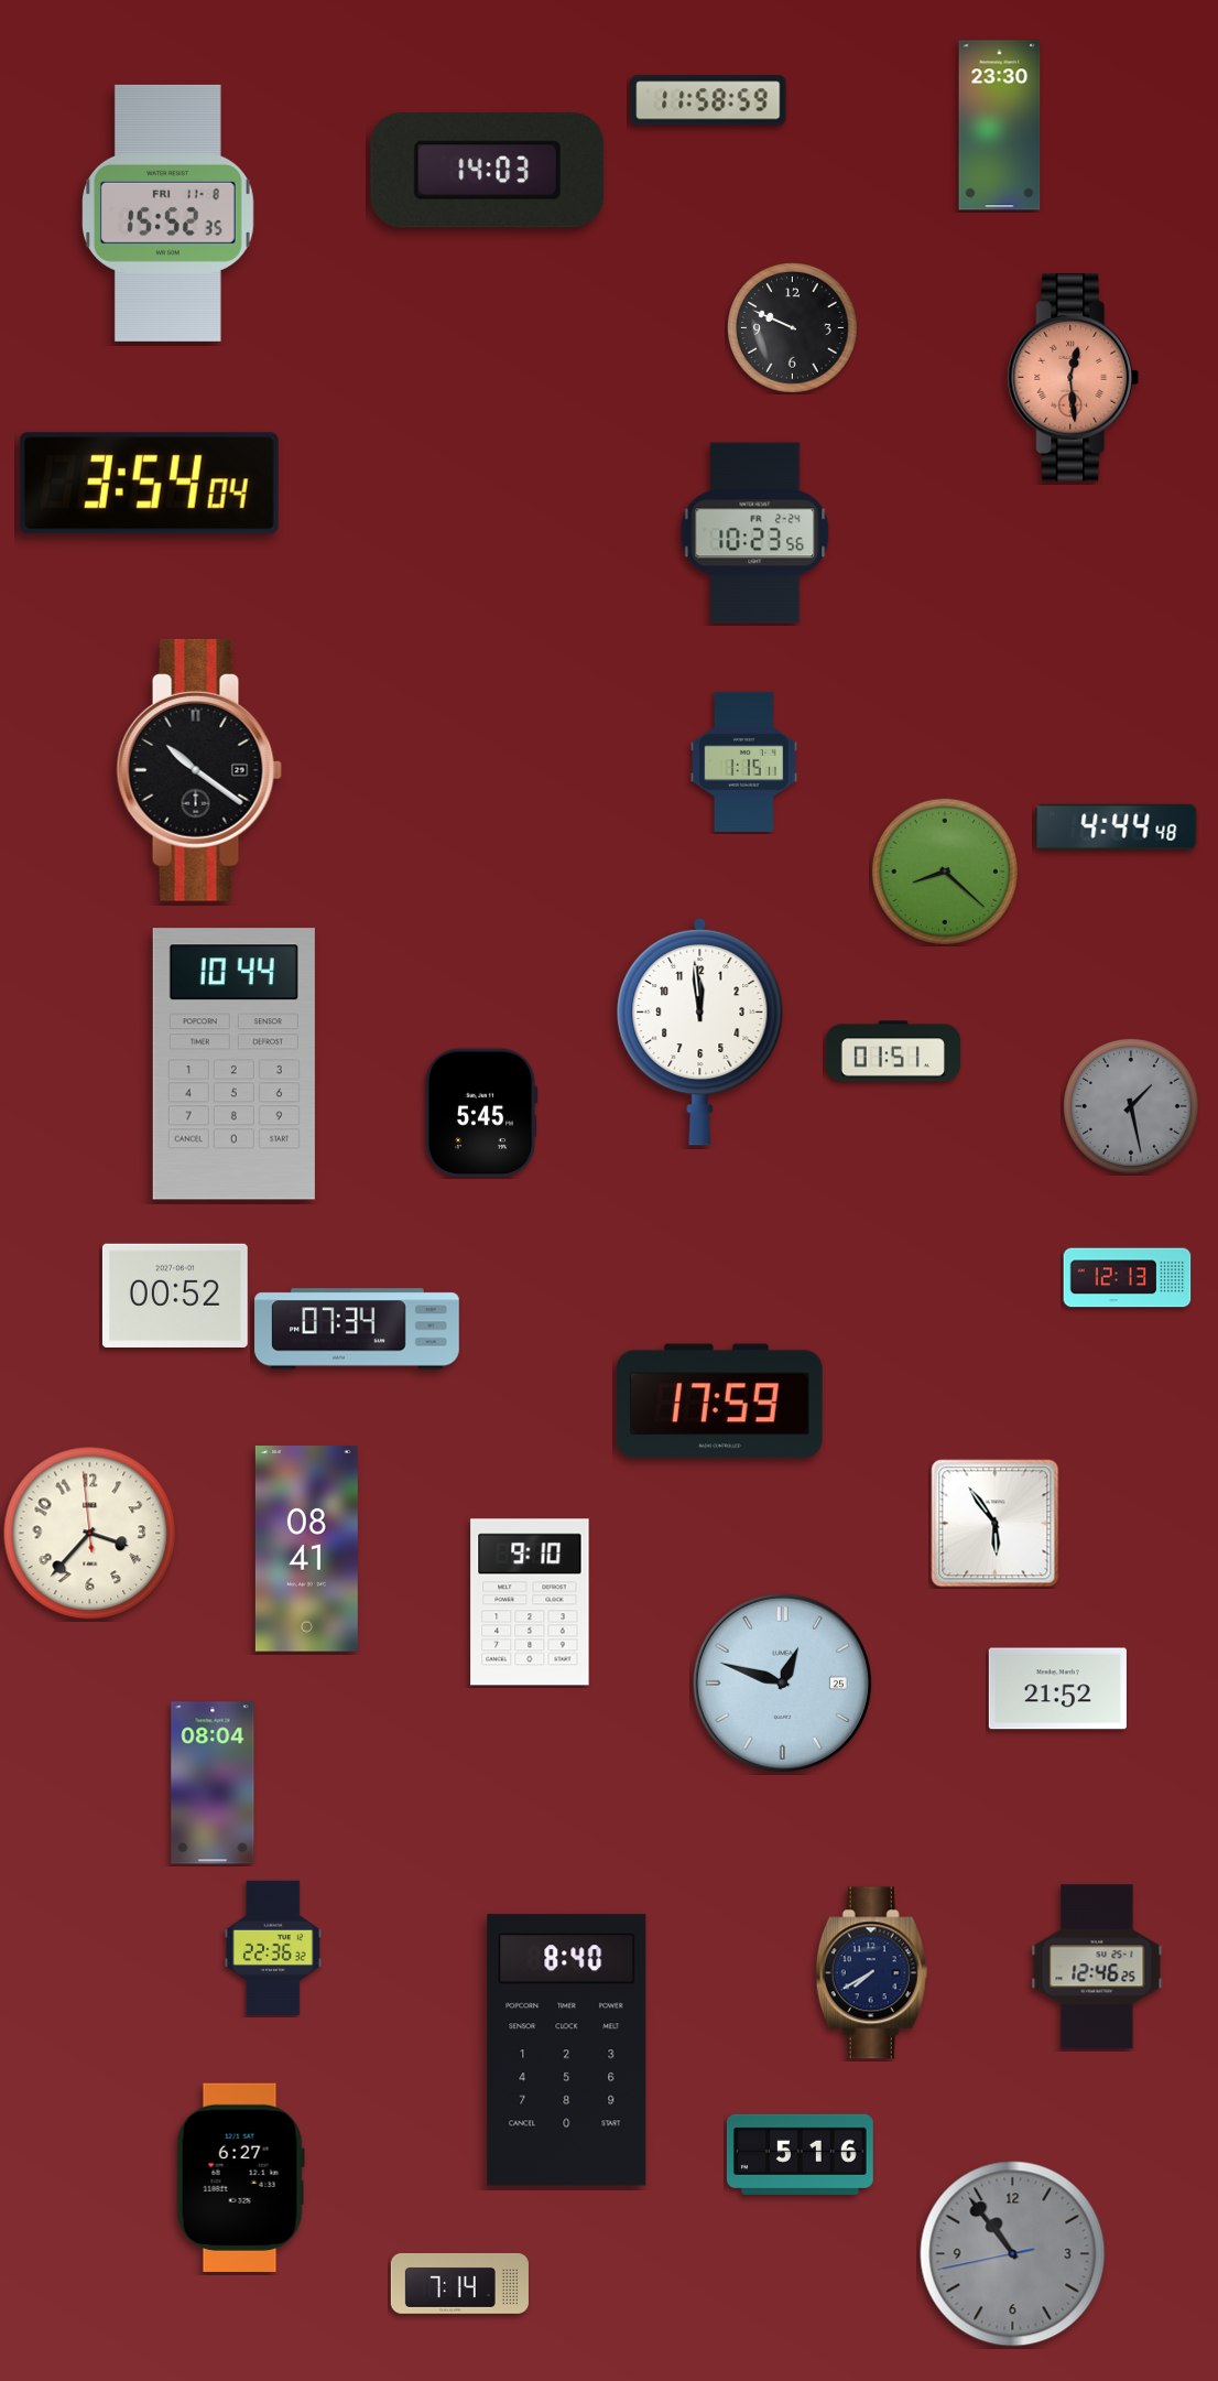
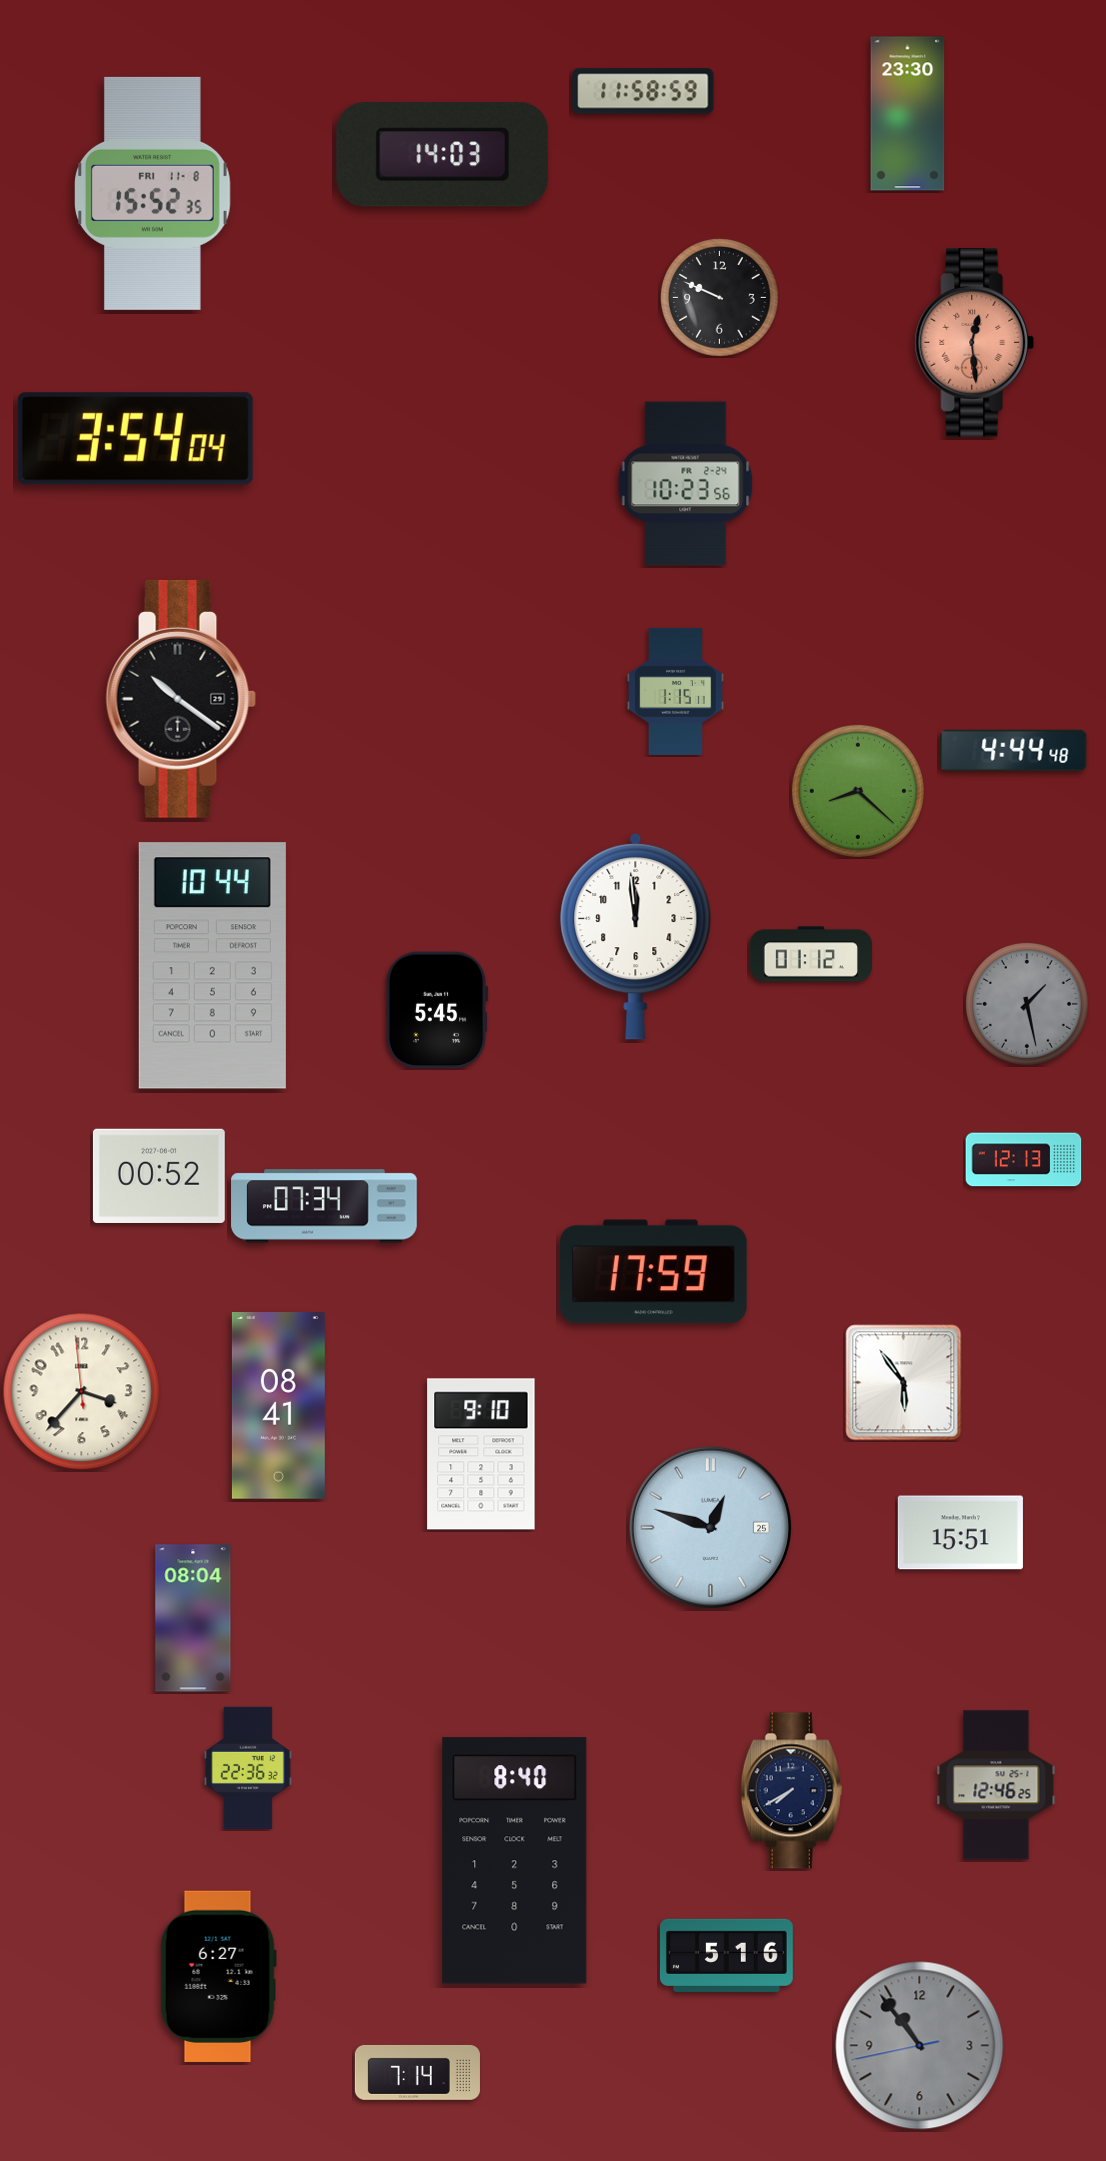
clock at (892, 1051): 01:51 -> 01:12
clock at (1057, 1689): 21:52 -> 15:51
